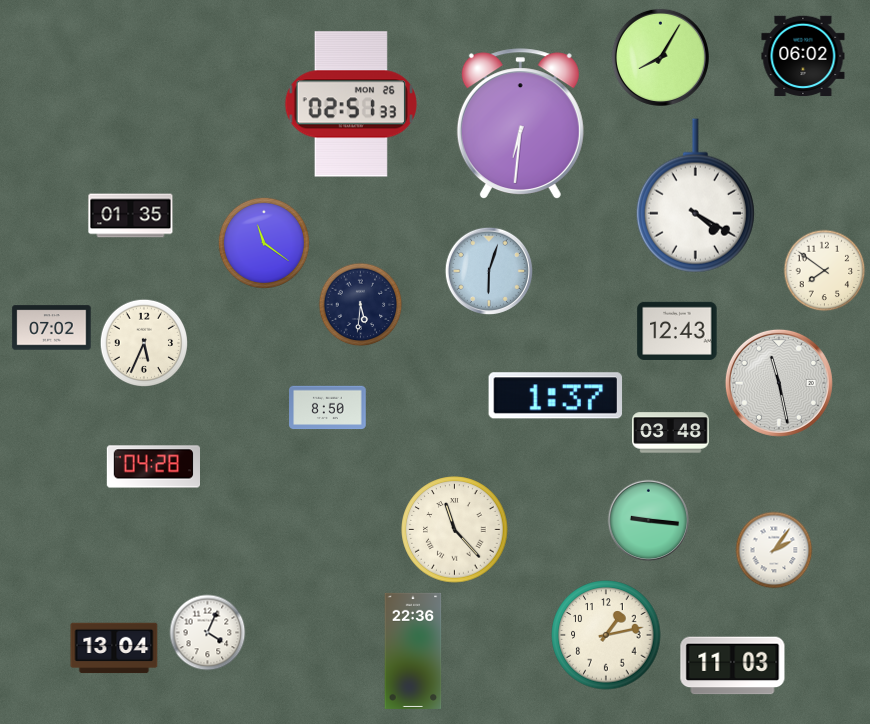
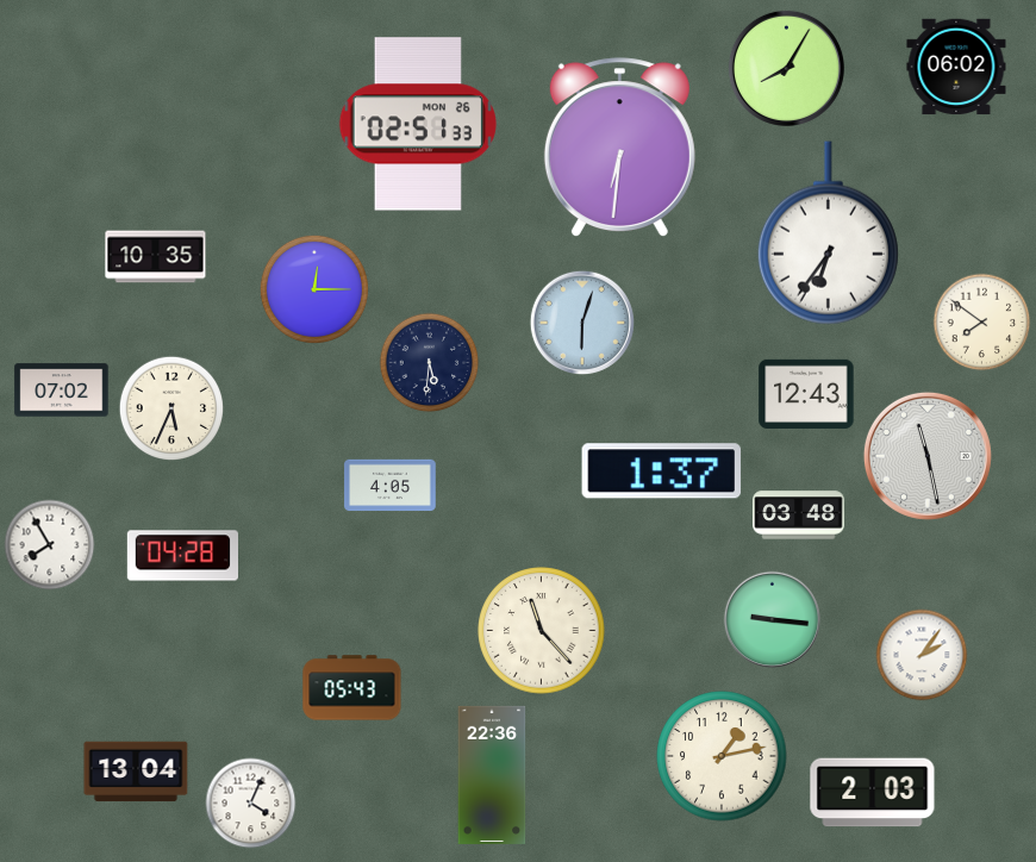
clock at (695, 196): 4:20 -> 6:36
clock at (131, 216): 01:35 -> 10:35
clock at (264, 243): 11:21 -> 12:15
clock at (328, 408): 8:50 -> 4:05
clock at (50, 545): none -> 7:55
clock at (352, 688): none -> 05:43
clock at (208, 633) position: (208, 633) -> (251, 804)
clock at (733, 666): 11:03 -> 2:03
